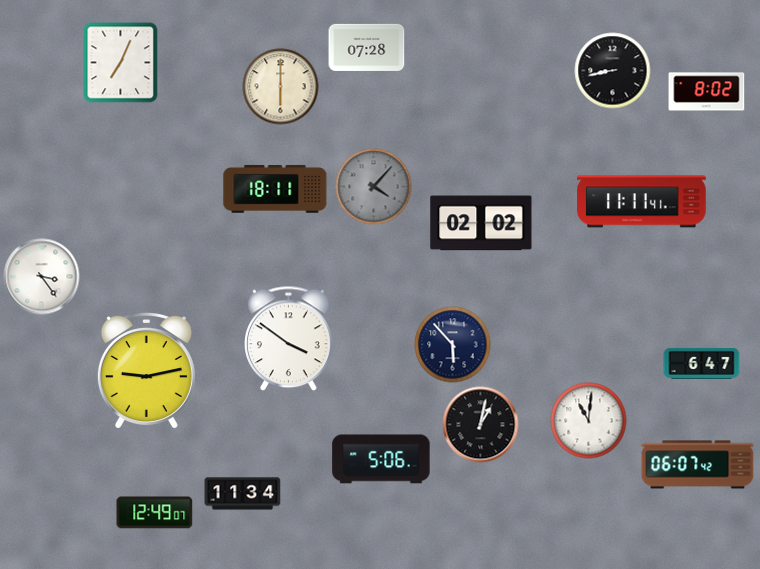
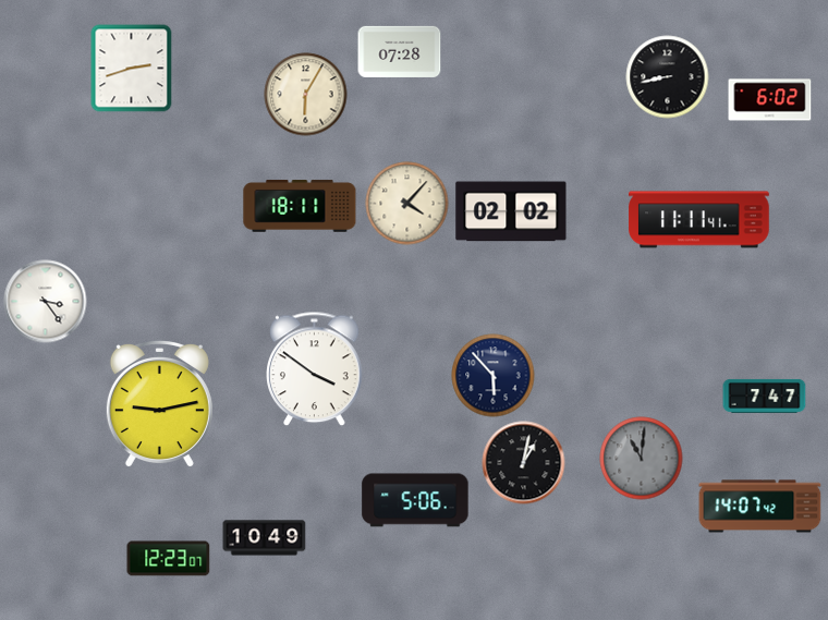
clock at (121, 63): 7:04 -> 2:42
clock at (281, 87): 6:00 -> 6:05
clock at (707, 92): 8:02 -> 6:02
clock at (374, 187) dial: grey -> cream
clock at (481, 223) position: (481, 223) -> (511, 211)
clock at (702, 363): 6:47 -> 7:47
clock at (589, 421) dial: white -> grey
clock at (698, 465): 06:07 -> 14:07
clock at (243, 494): 11:34 -> 10:49
clock at (155, 513): 12:49 -> 12:23
